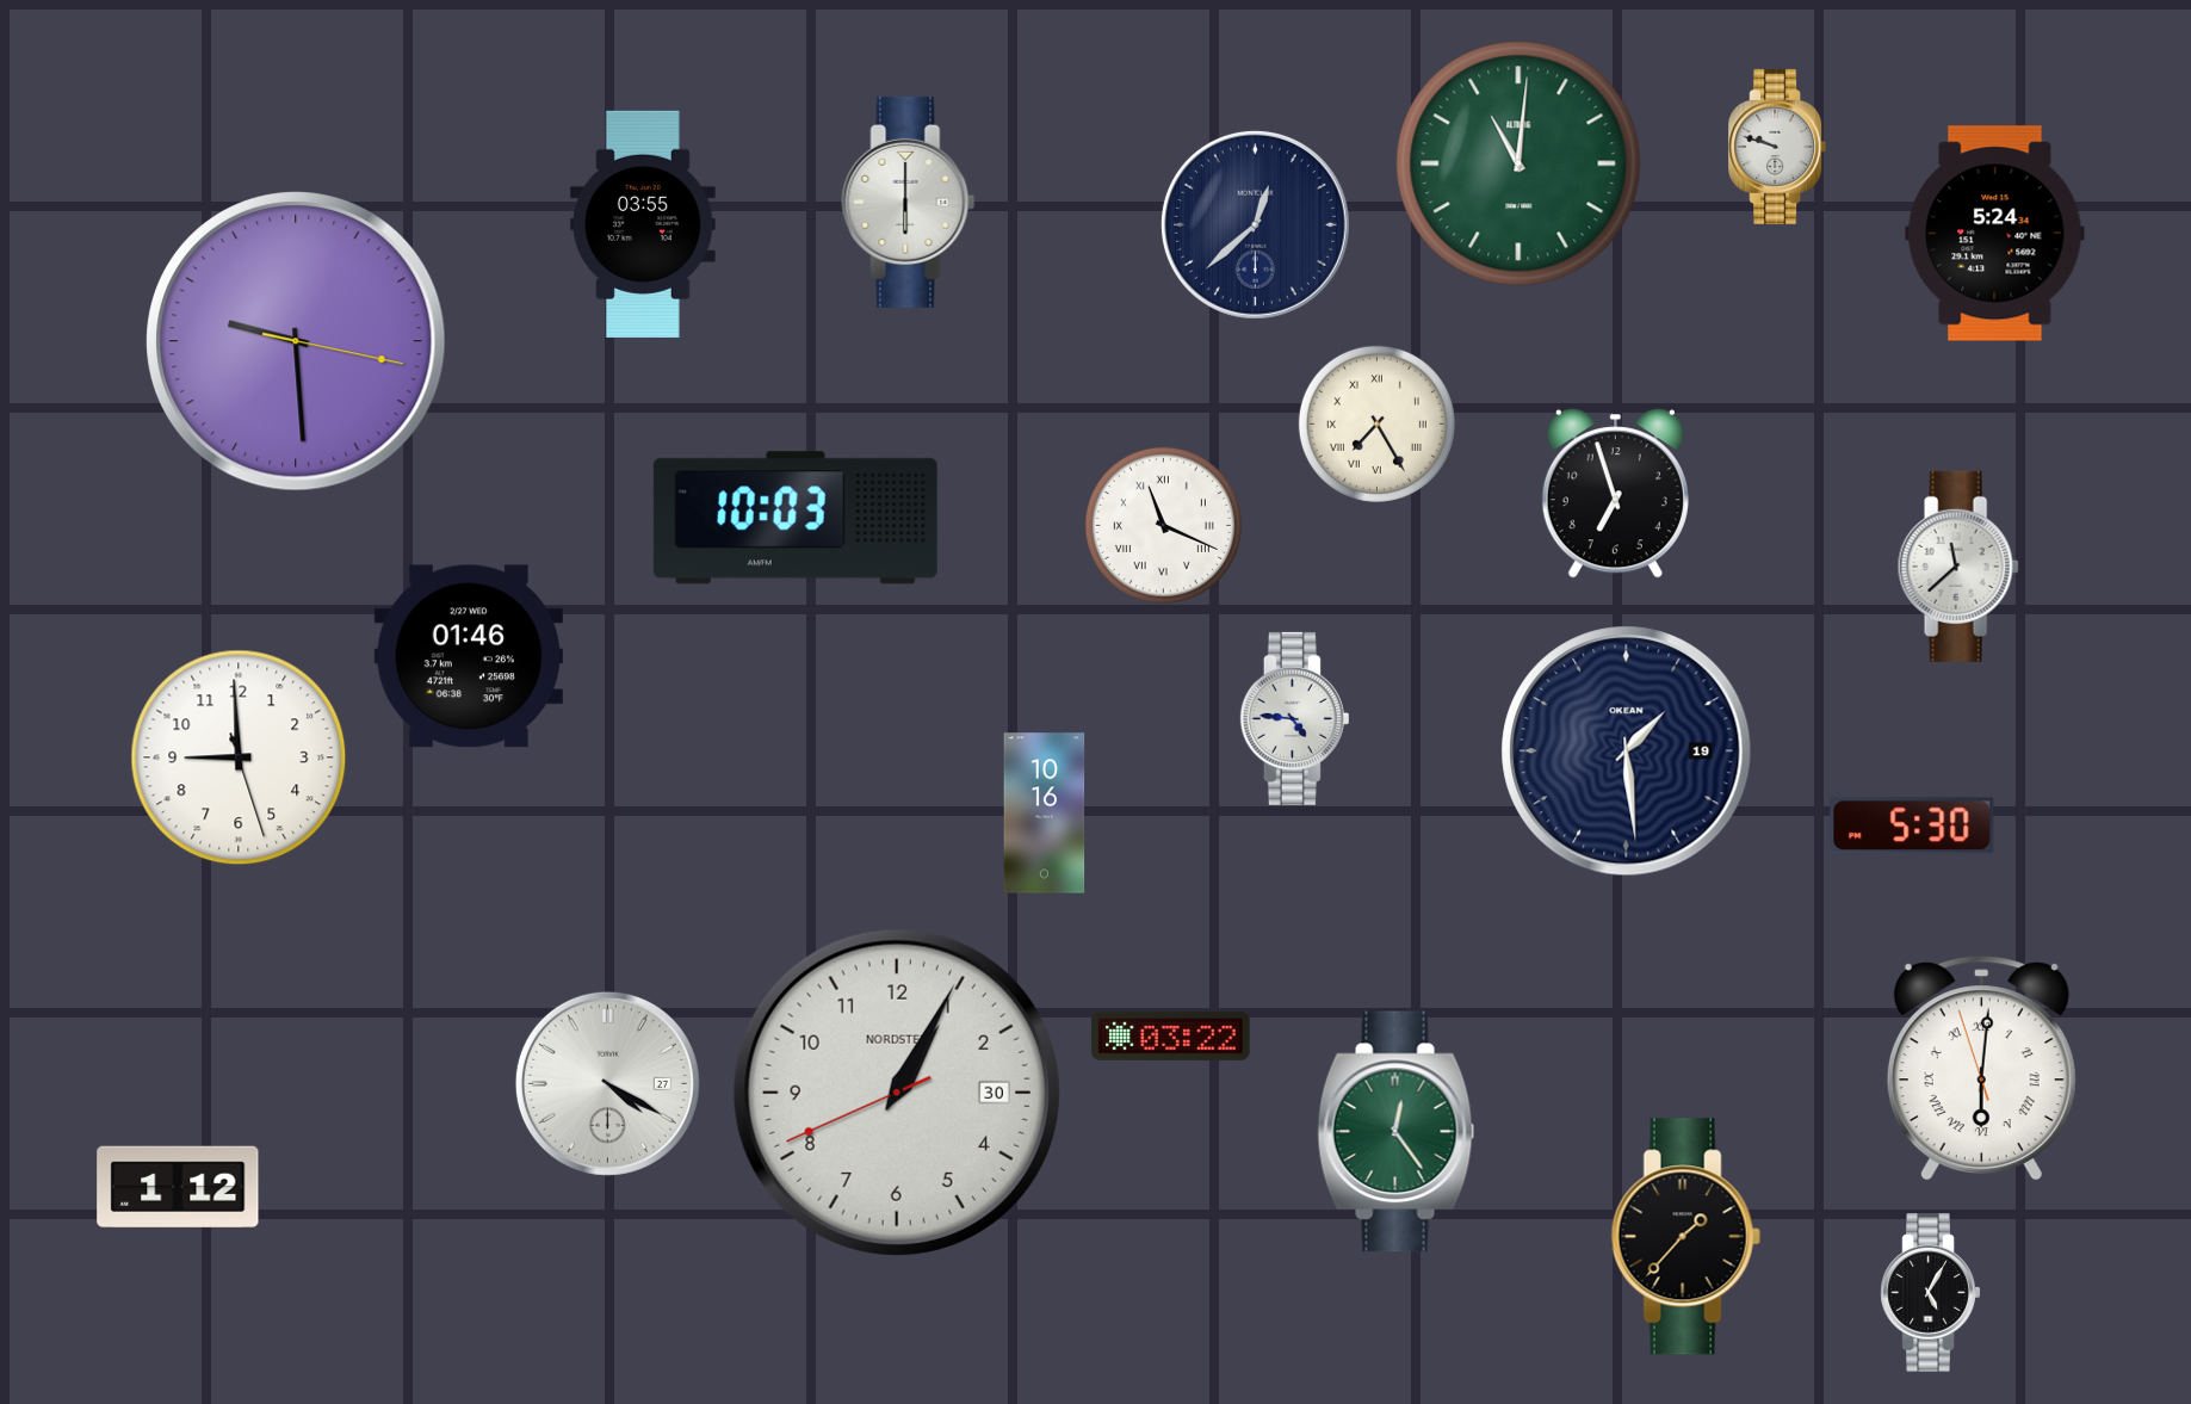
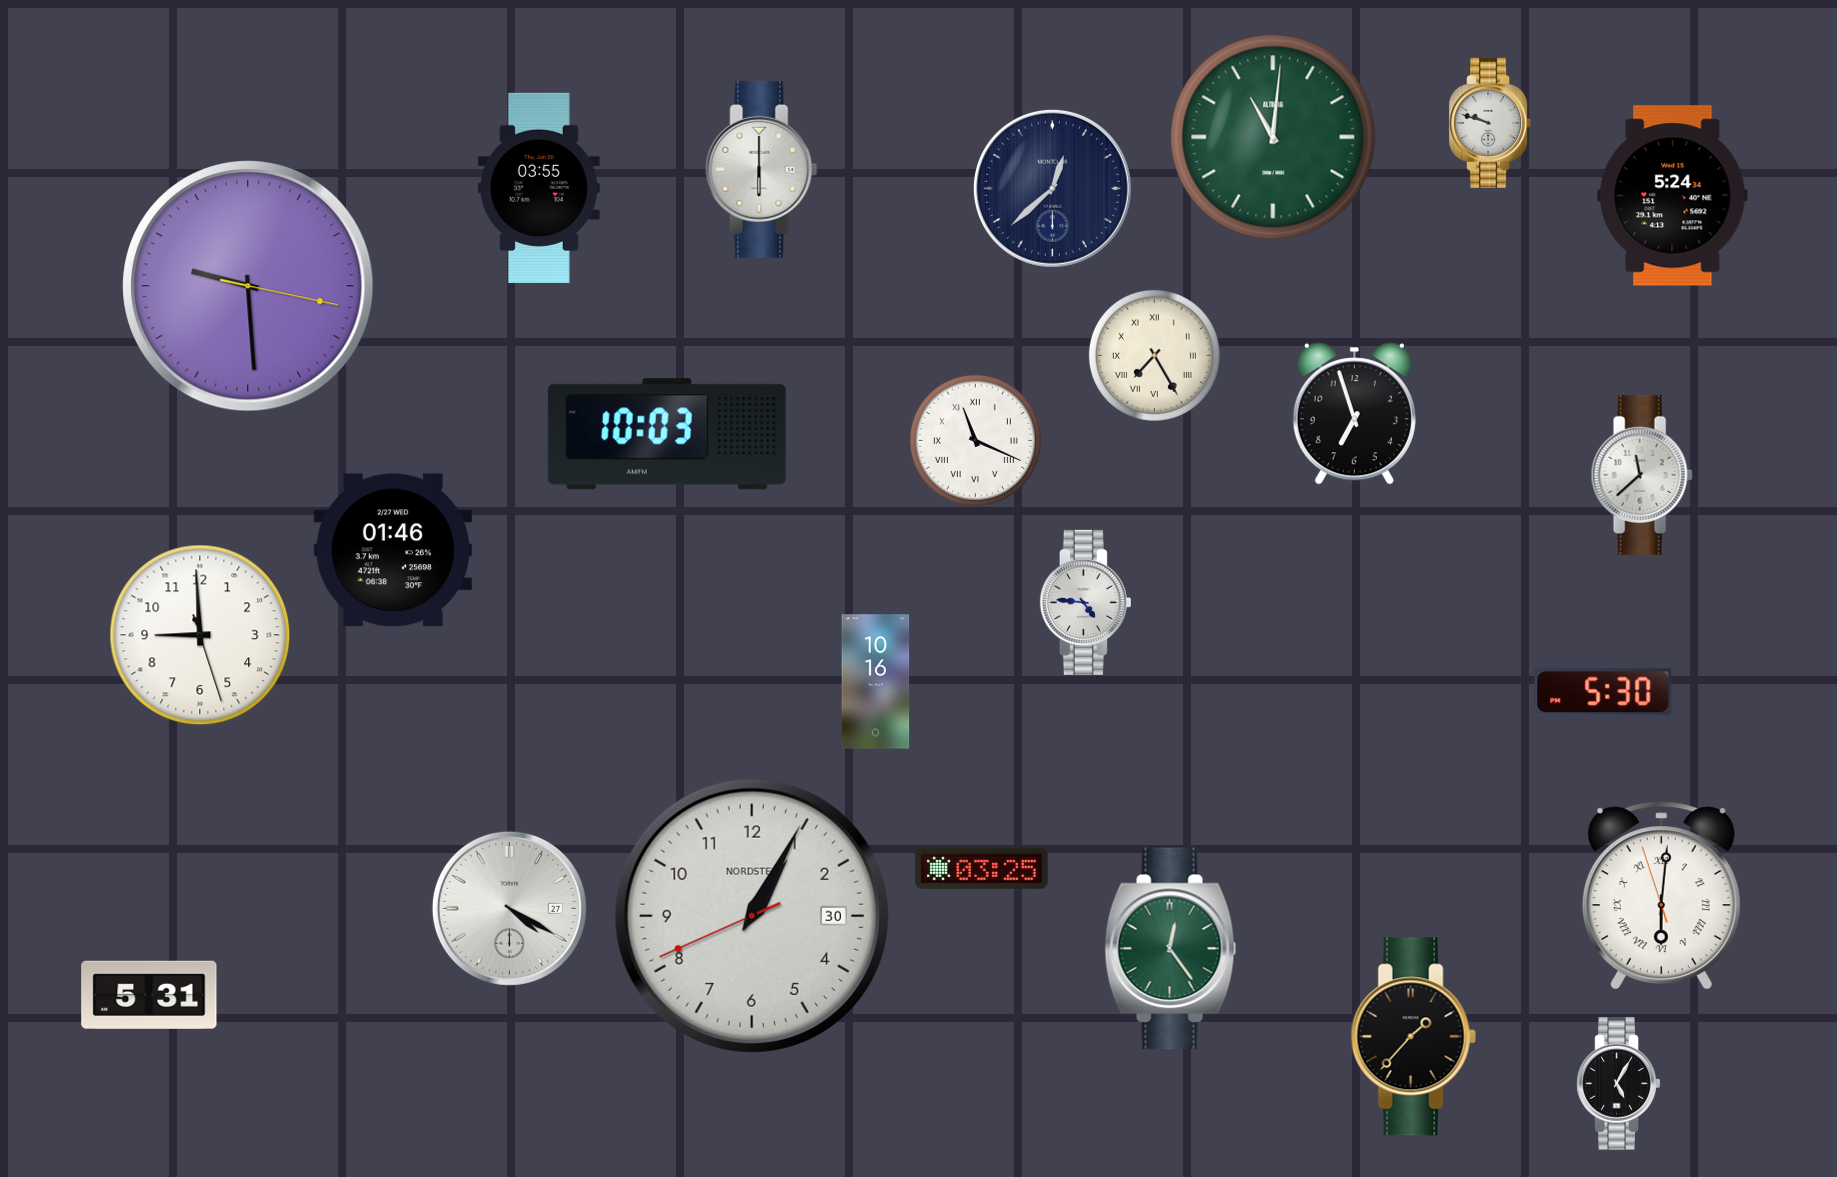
clock at (1627, 752): 1:29 -> none
clock at (1171, 1035): 03:22 -> 03:25
clock at (178, 1186): 1:12 -> 5:31
